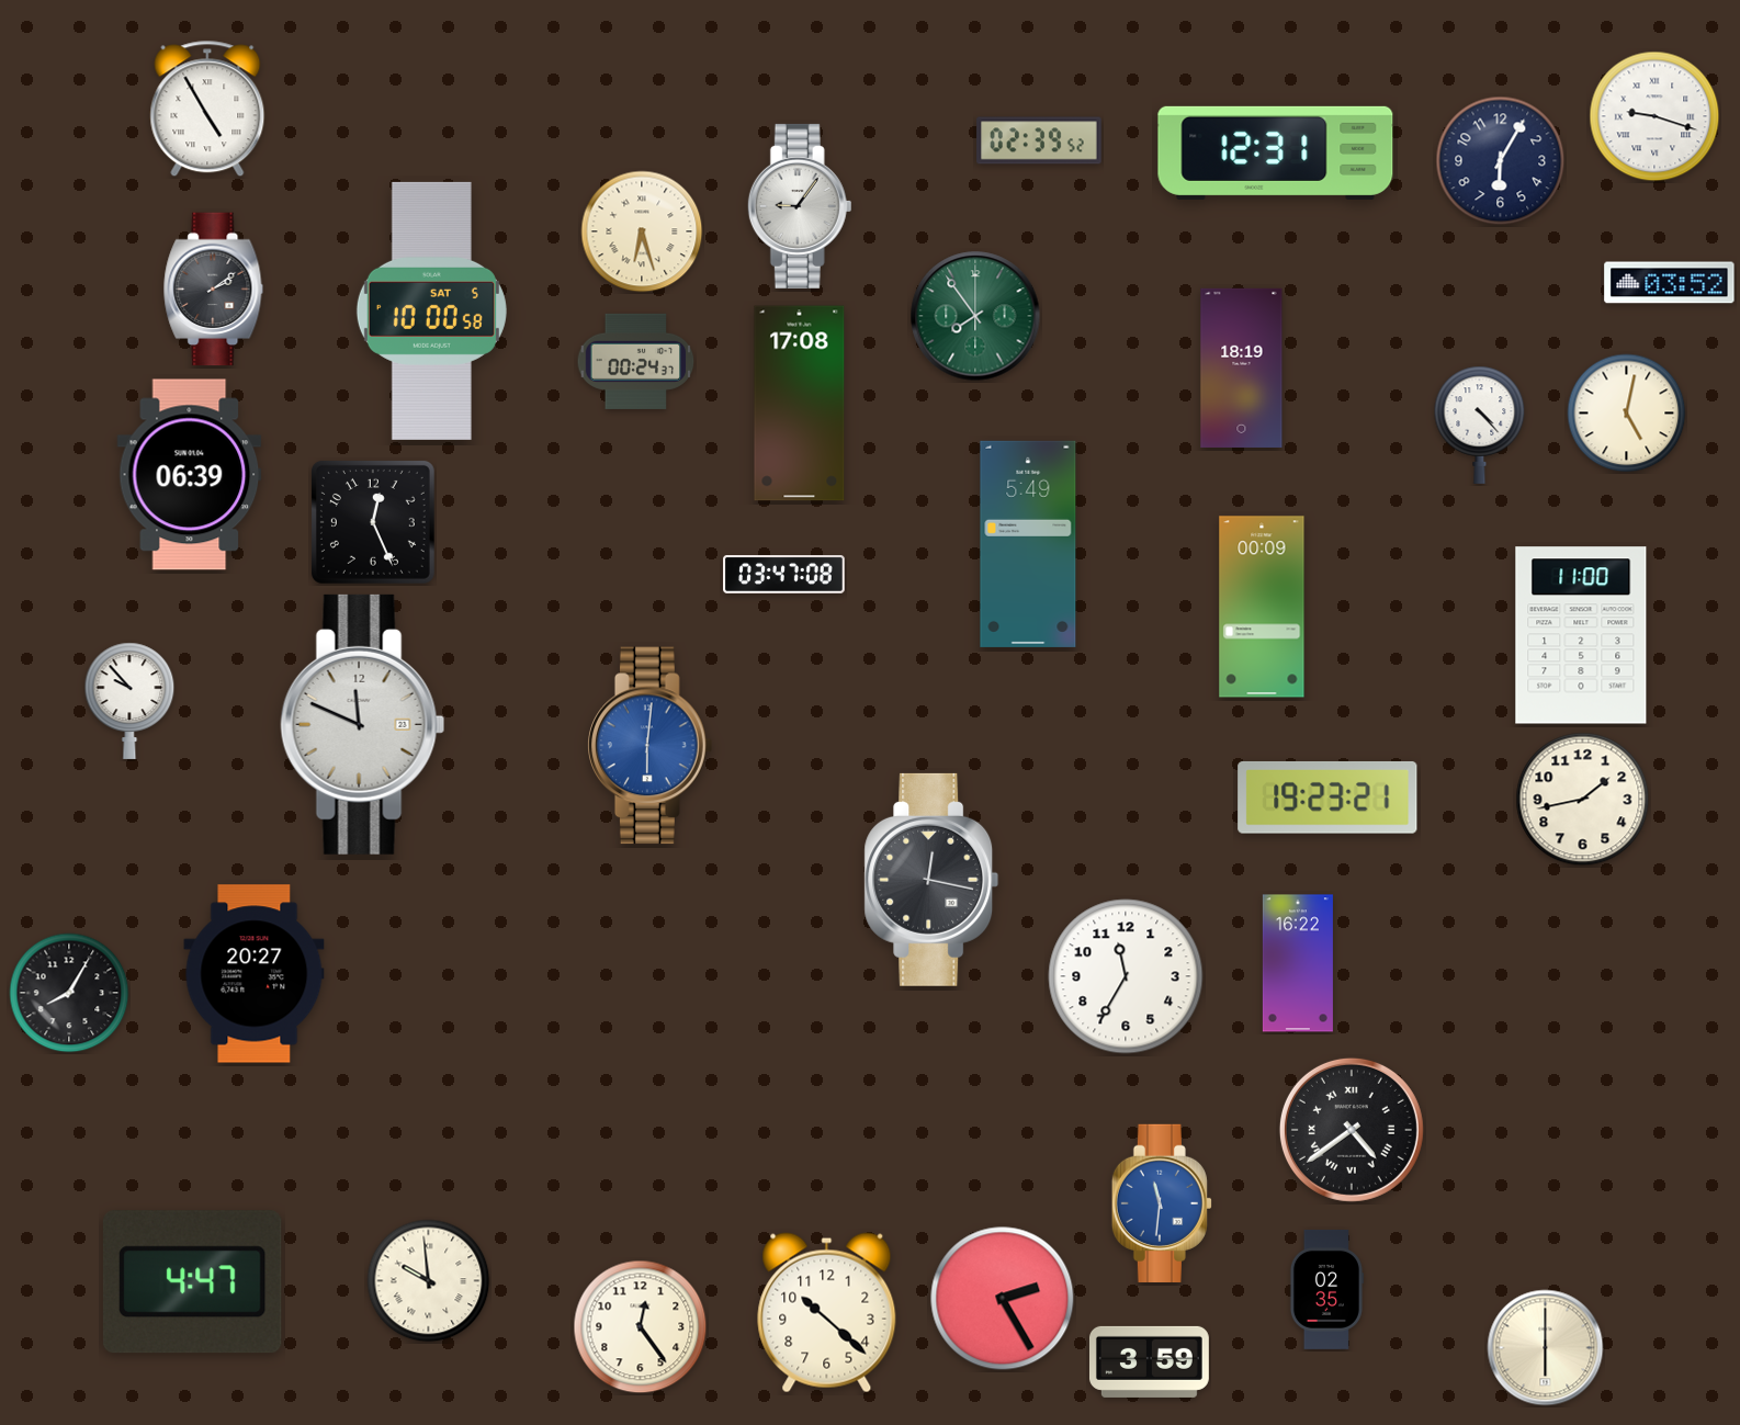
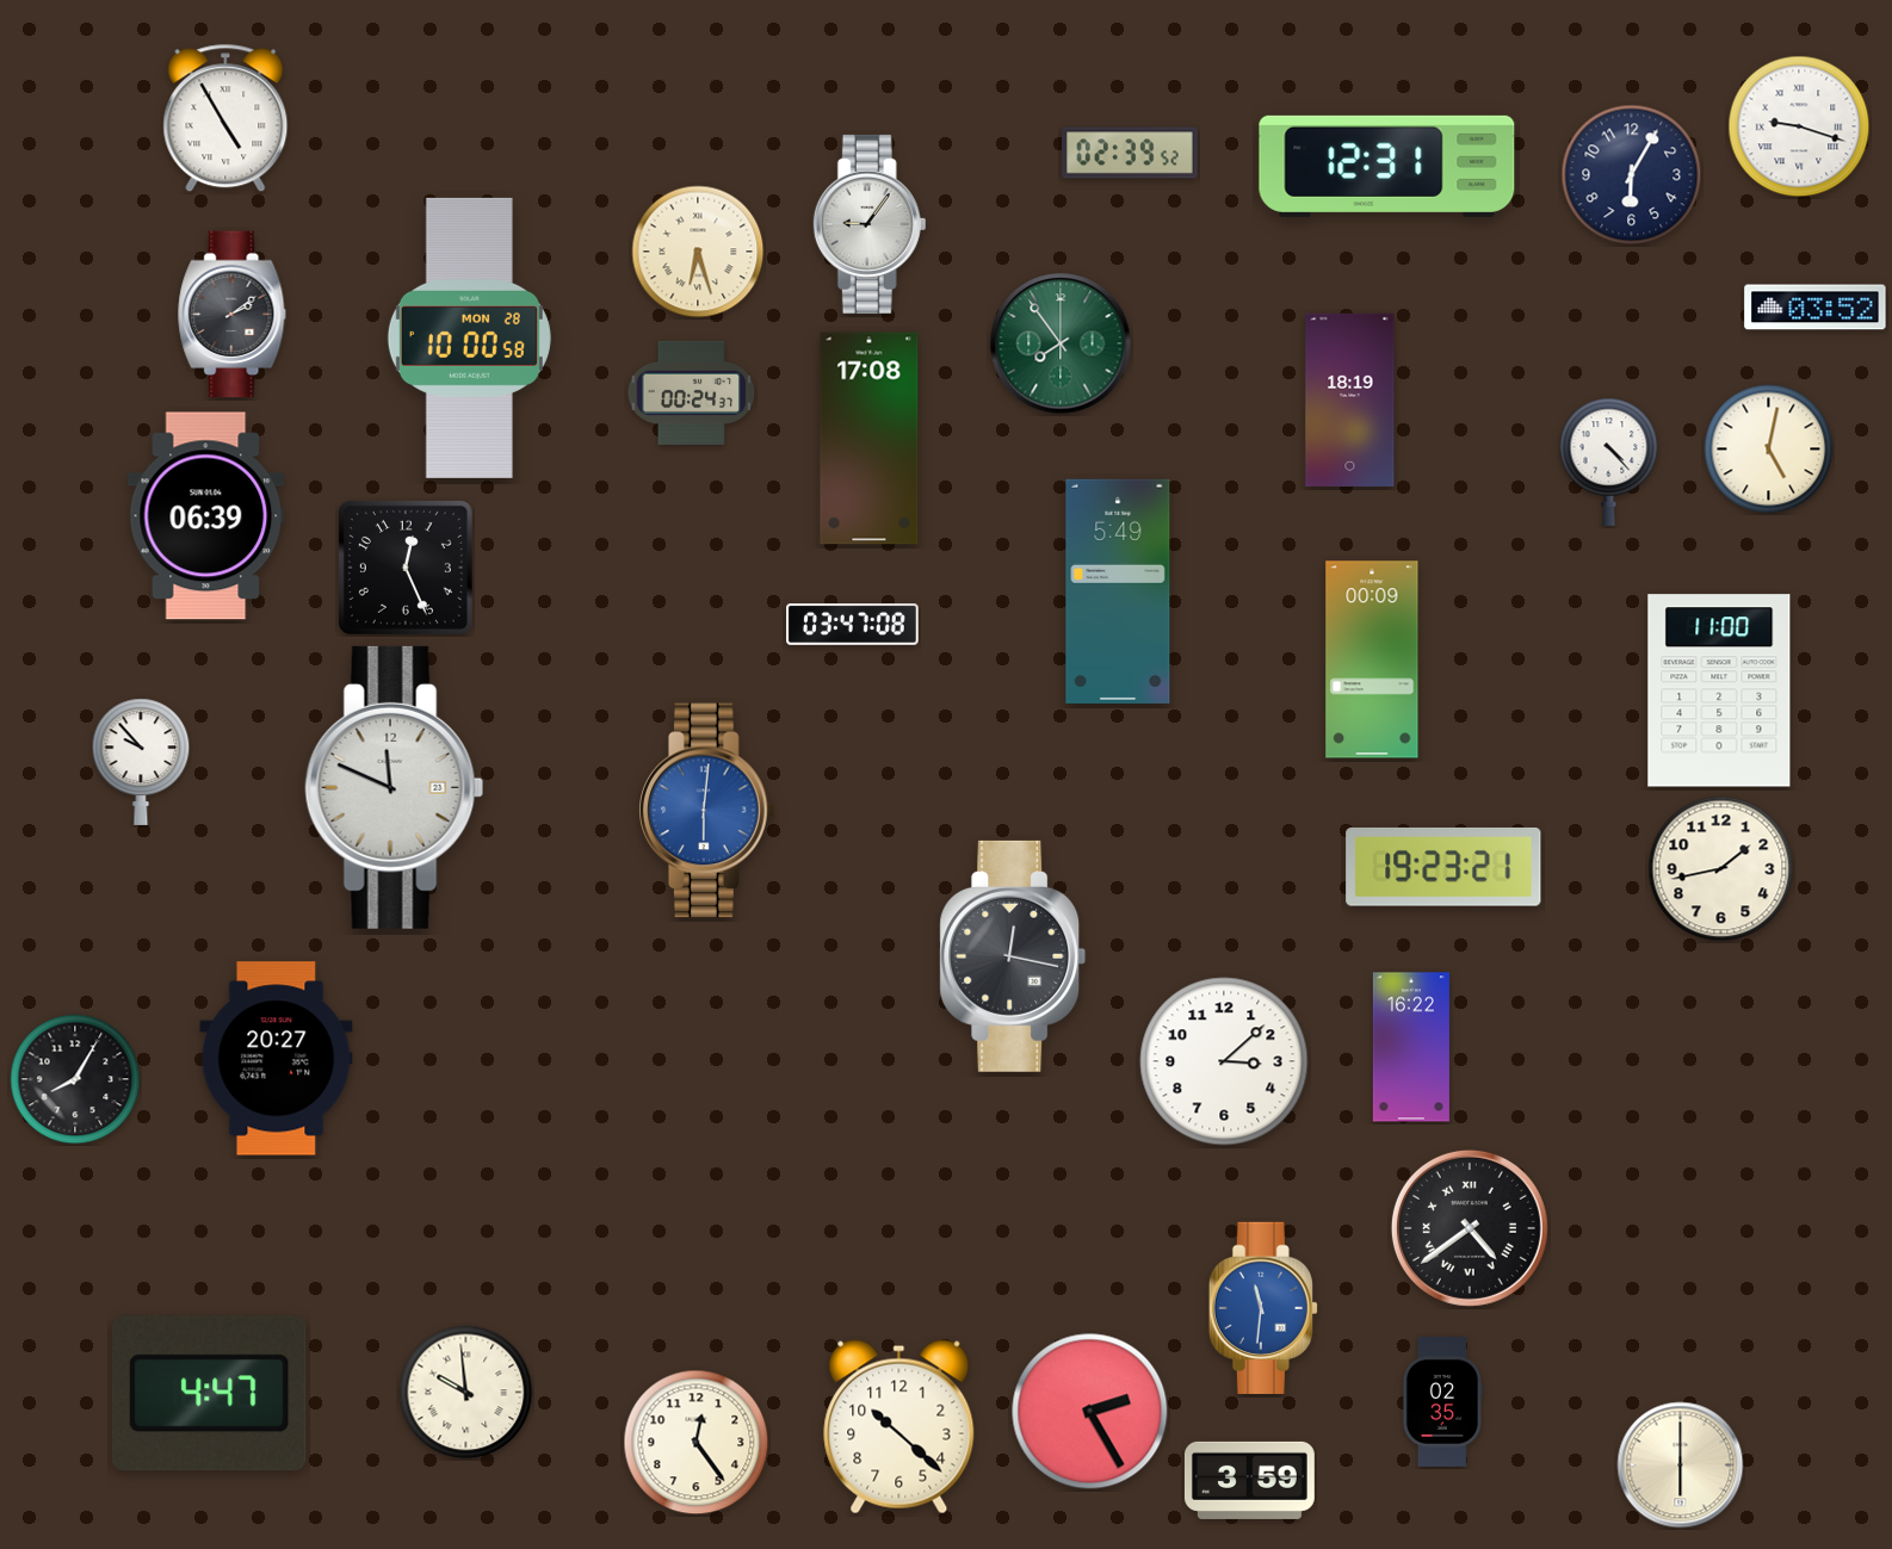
clock at (431, 310) date: SAT 5 -> MON 28
clock at (1126, 976): 11:35 -> 3:08
